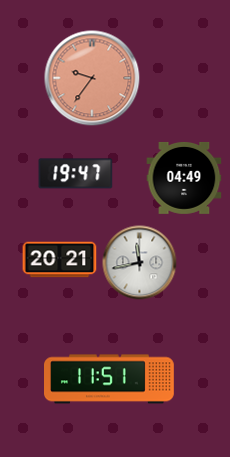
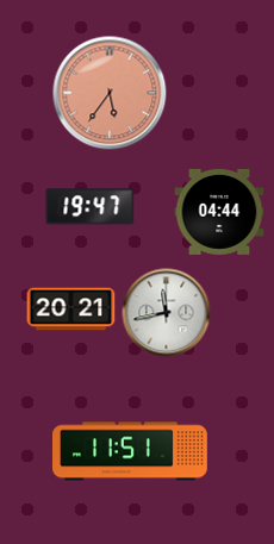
clock at (92, 78): 9:36 -> 5:36
clock at (184, 178): 04:49 -> 04:44
